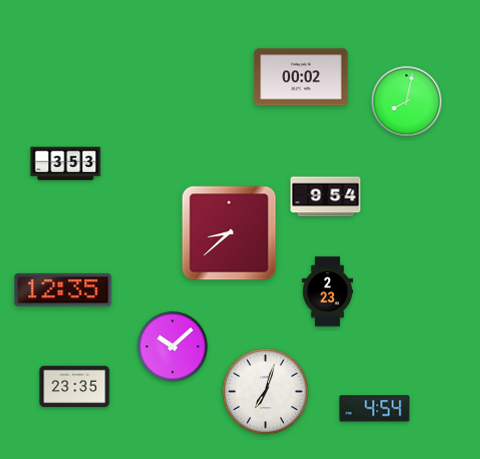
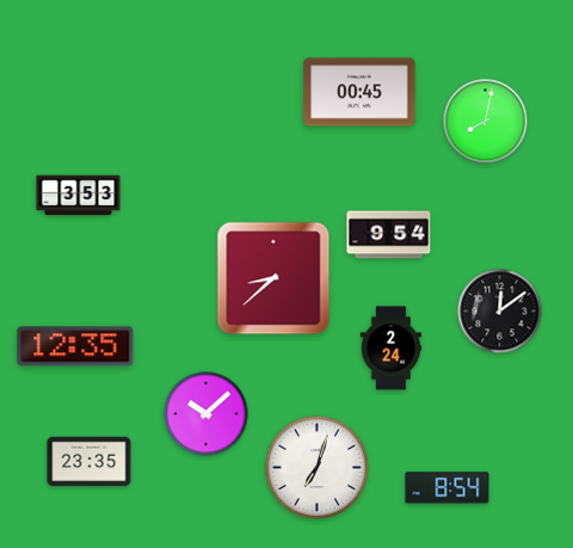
clock at (301, 77): 00:02 -> 00:45
clock at (500, 312): none -> 12:09
clock at (327, 292): 2:23 -> 2:24
clock at (375, 409): 4:54 -> 8:54
